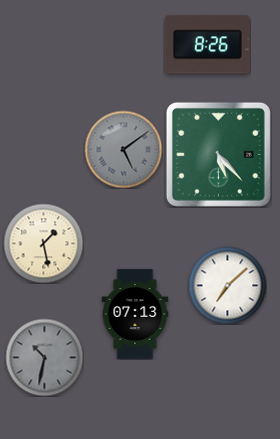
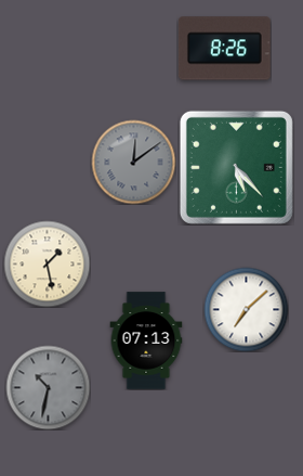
clock at (123, 149): 5:09 -> 12:09
